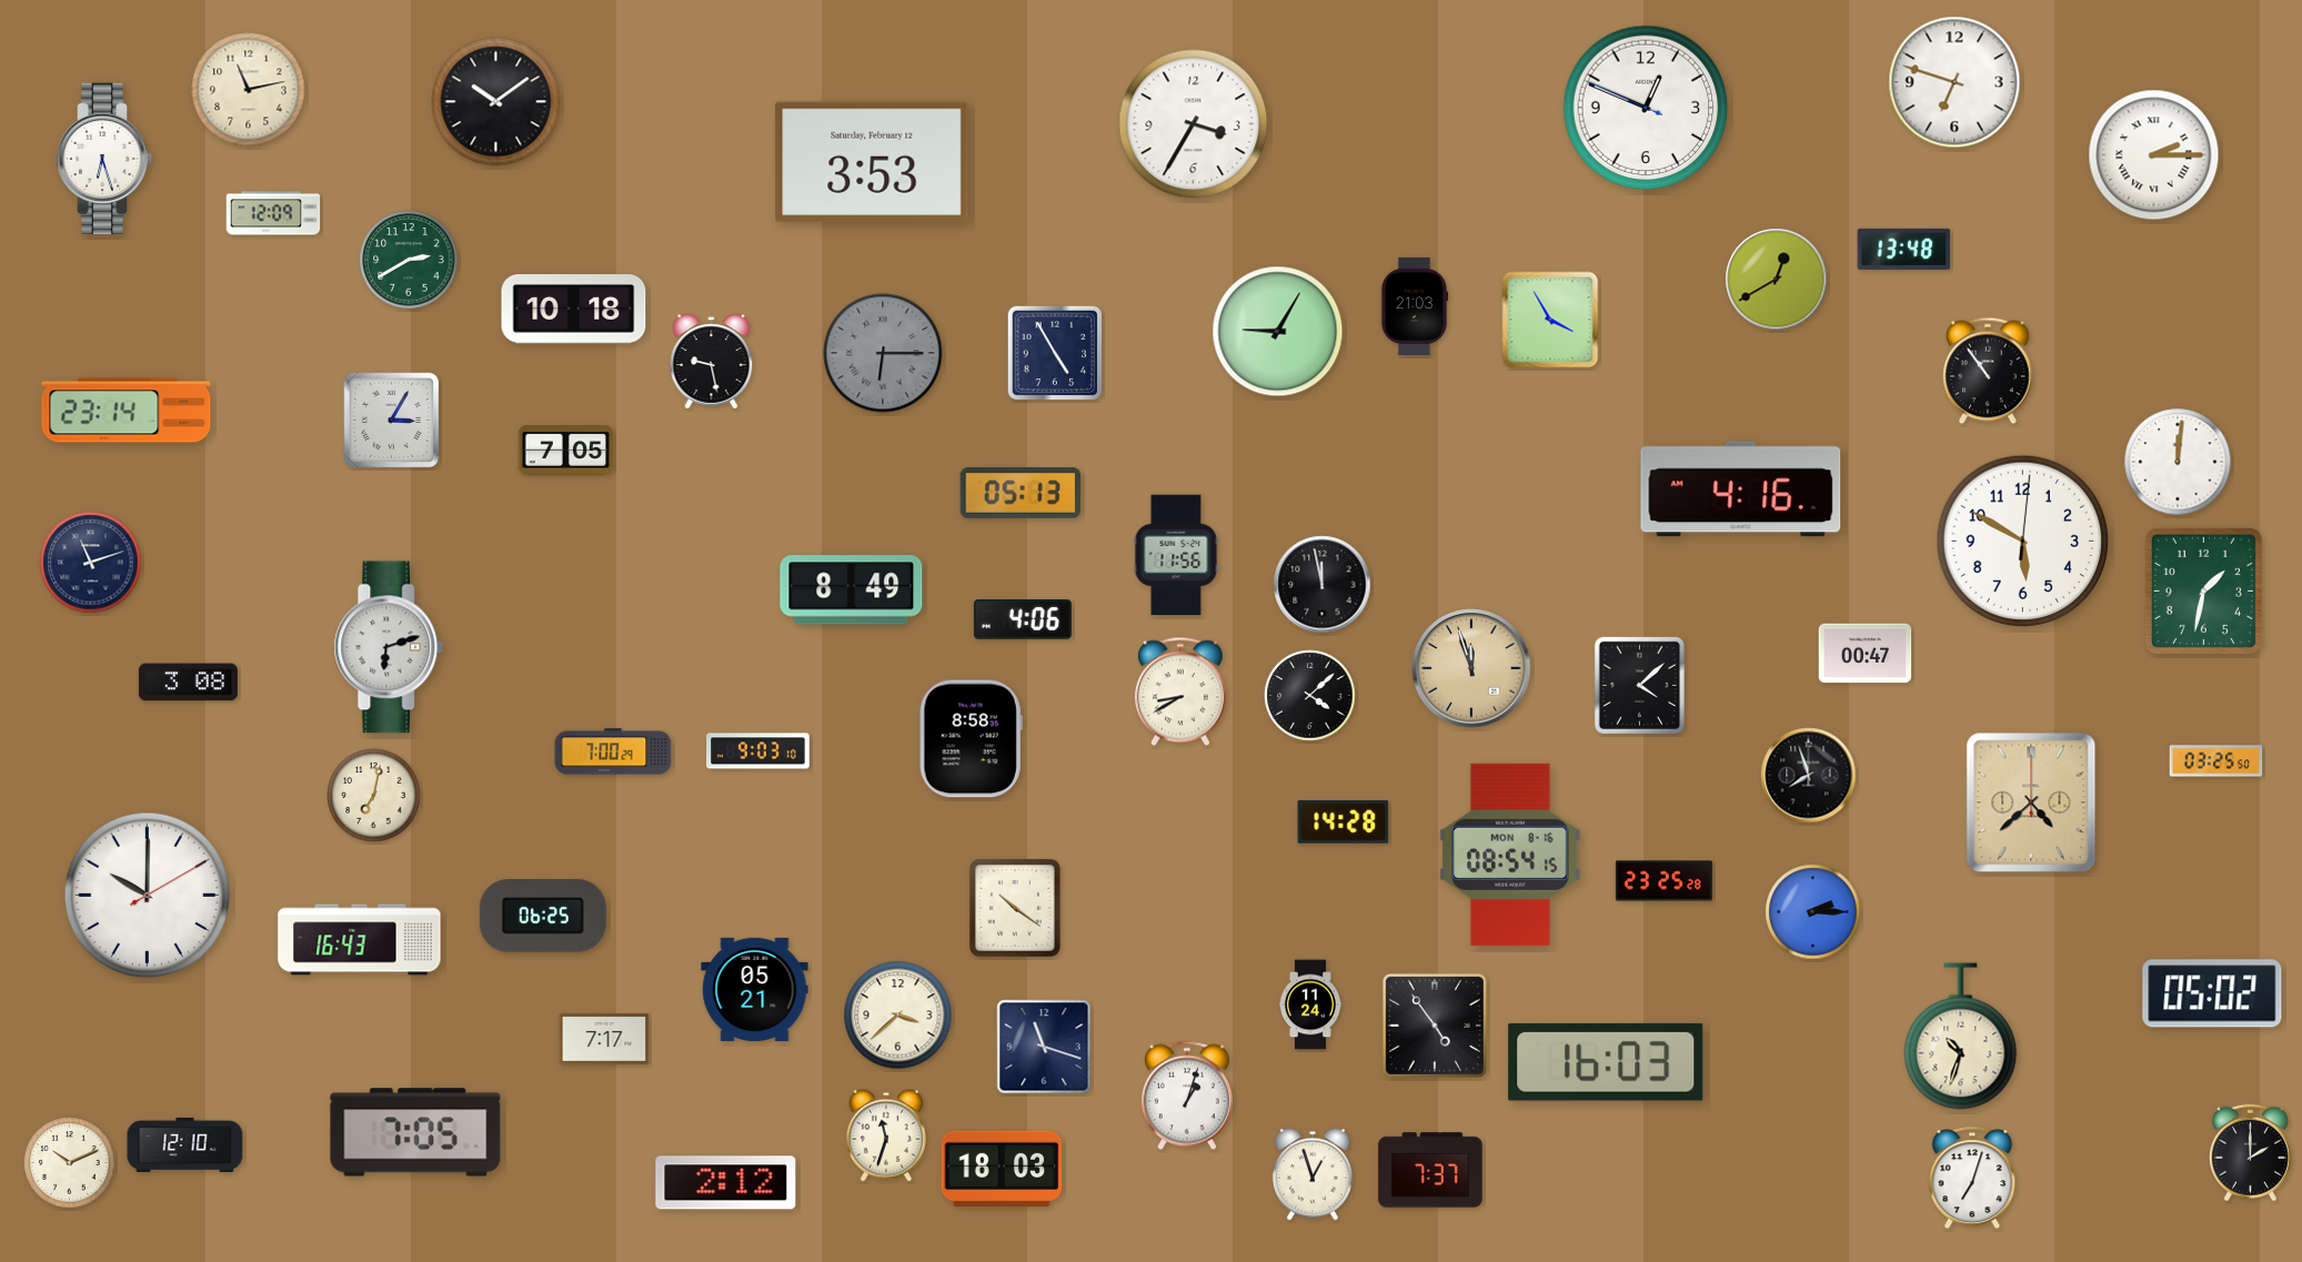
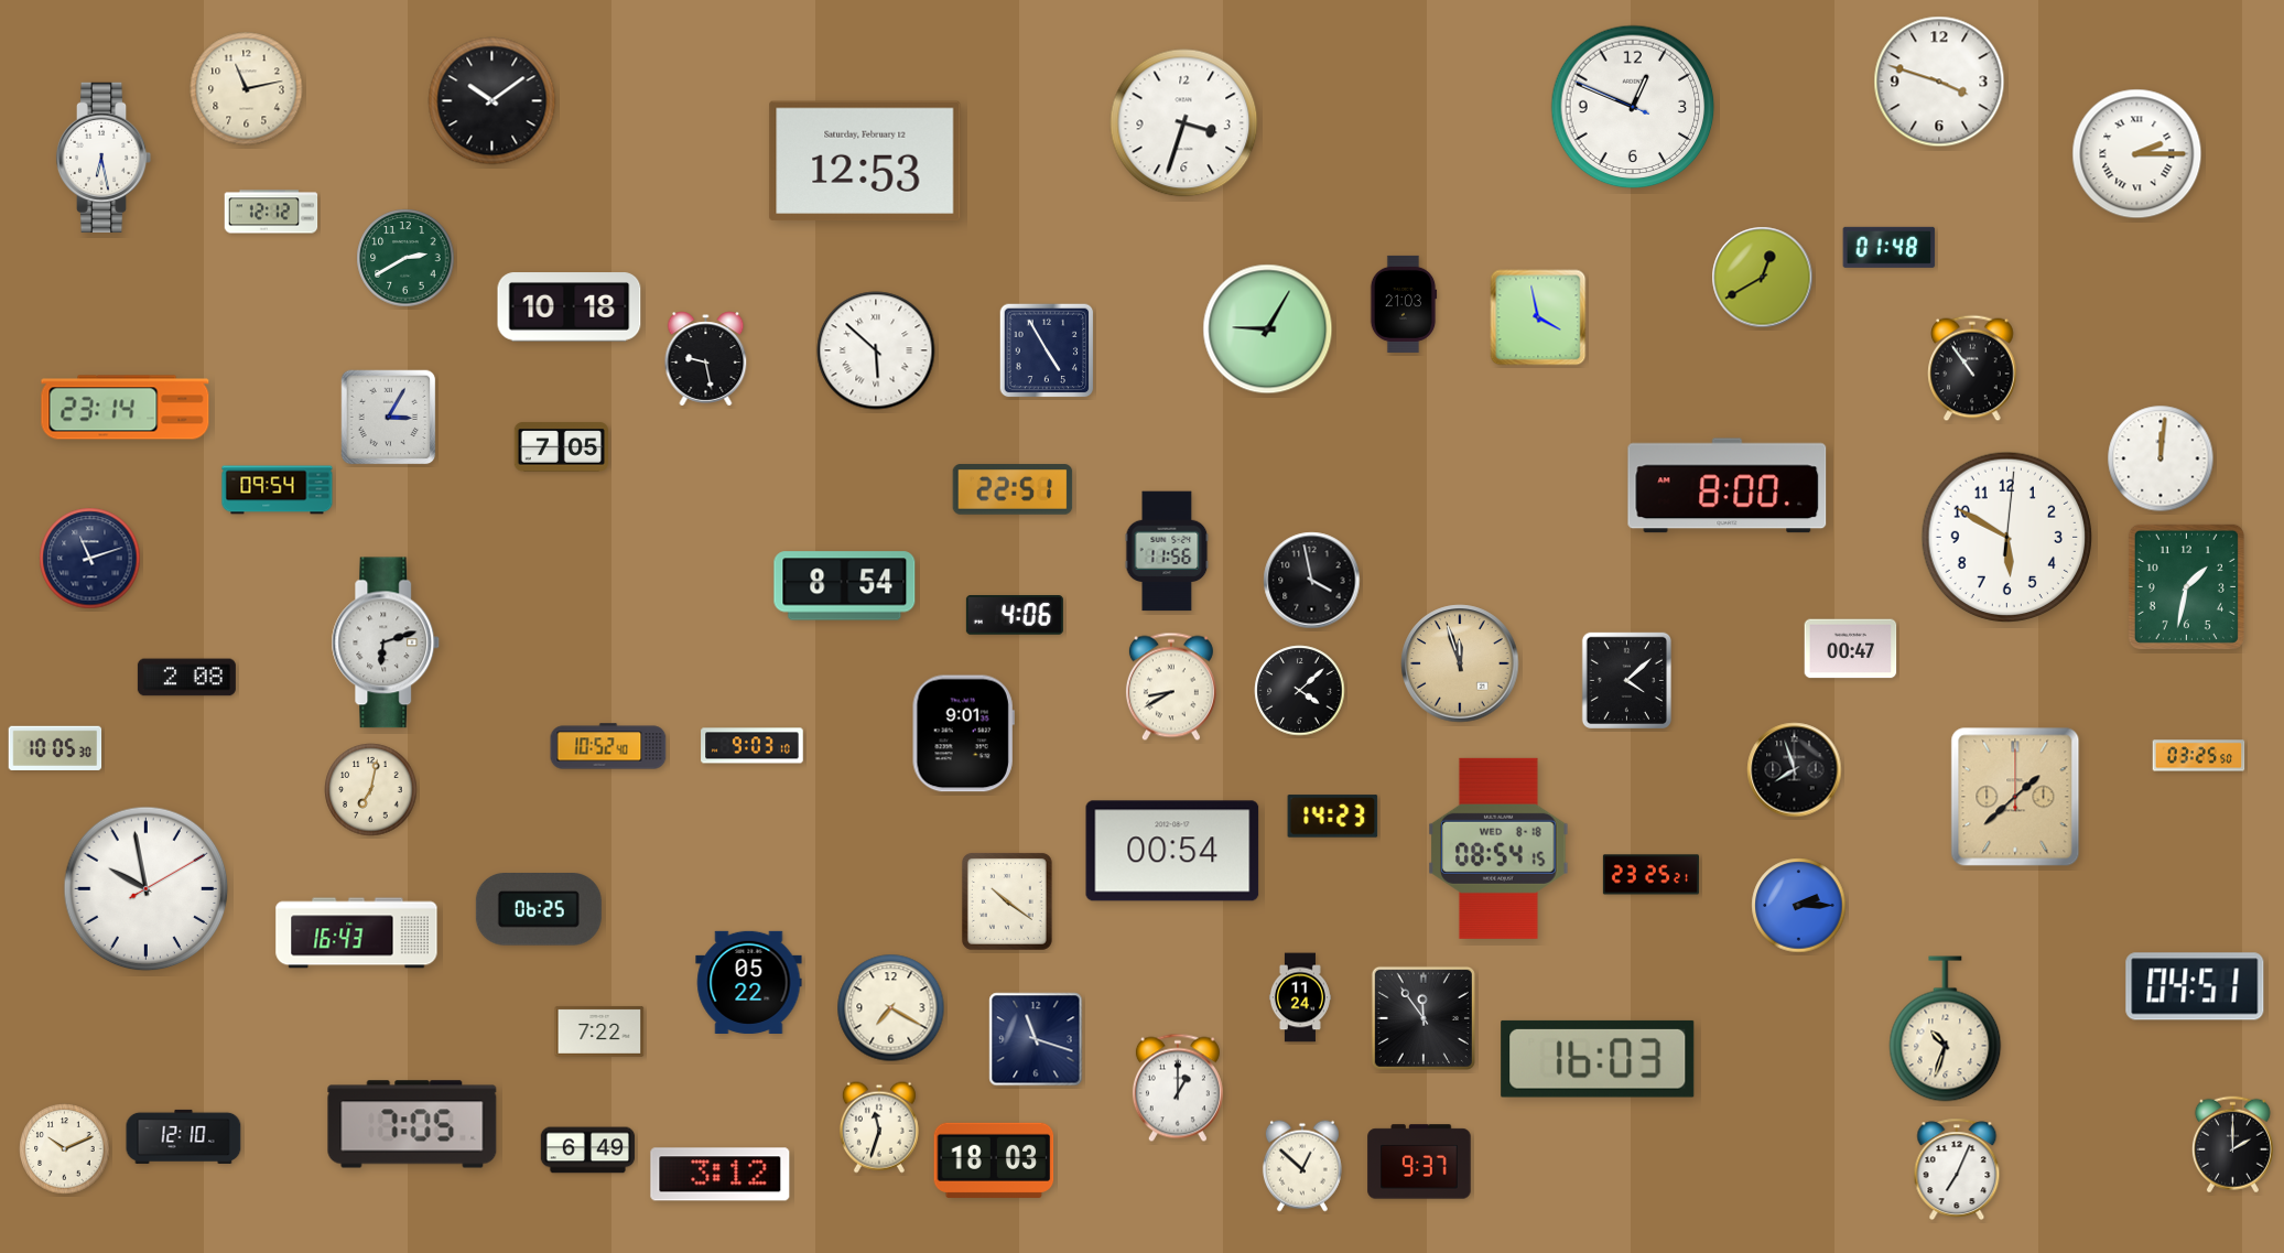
clock at (1954, 82): 6:48 -> 3:48
clock at (1194, 124): 3:35 -> 3:33
clock at (104, 159): 6:27 -> 6:28
clock at (872, 162): 3:53 -> 12:53
clock at (273, 213): 12:09 -> 12:12
clock at (1904, 249): 13:48 -> 01:48
clock at (1550, 320): 3:55 -> 3:58
clock at (883, 353): 6:15 -> 5:52
clock at (883, 353) dial: grey -> white
clock at (1741, 489): 4:16 -> 8:00
clock at (1021, 493): 05:13 -> 22:51
clock at (278, 490): none -> 09:54
clock at (1323, 585): 11:58 -> 3:58
clock at (852, 590): 8:49 -> 8:54
clock at (188, 683): 3:08 -> 2:08
clock at (971, 739): 8:58 -> 9:01
clock at (613, 751): 7:00 -> 10:52
clock at (55, 748): none -> 10:05
clock at (2031, 802): 4:38 -> 1:38
clock at (1344, 822): 14:28 -> 14:23
clock at (1510, 855) date: MON 8-16 -> WED 8-18
clock at (1172, 851): none -> 00:54
clock at (1663, 881): 23:25:28 -> 23:25:21
clock at (148, 896): 10:00 -> 9:58
clock at (755, 989): 05:21 -> 05:22
clock at (2212, 993): 05:02 -> 04:51
clock at (898, 1016): 3:38 -> 7:20
clock at (1435, 1026): 4:54 -> 11:54
clock at (604, 1039): 7:17 -> 7:22
clock at (1606, 1062) position: (1606, 1062) -> (1598, 1059)
clock at (1187, 1096): 1:03 -> 1:00
clock at (588, 1151): none -> 6:49
clock at (70, 1163) position: (70, 1163) -> (65, 1149)
clock at (1430, 1170): 7:37 -> 9:37
clock at (1313, 1174): 12:57 -> 12:52
clock at (1972, 1178): 7:03 -> 7:04
clock at (726, 1183): 2:12 -> 3:12
